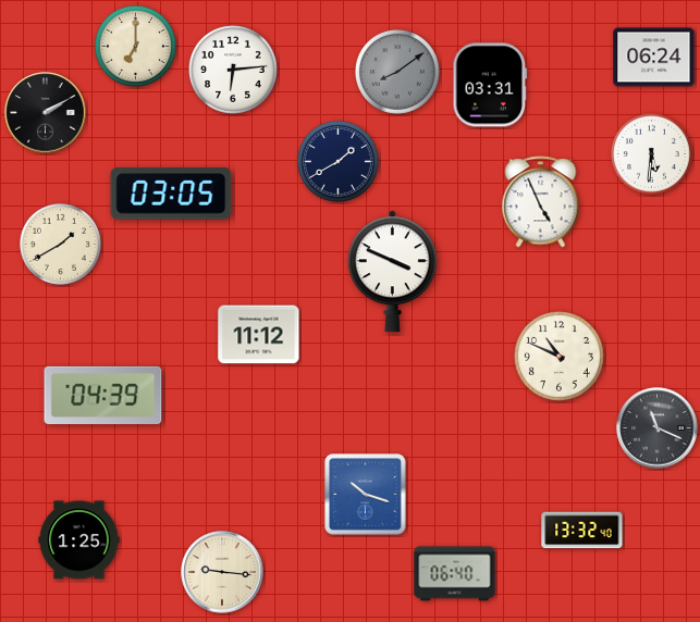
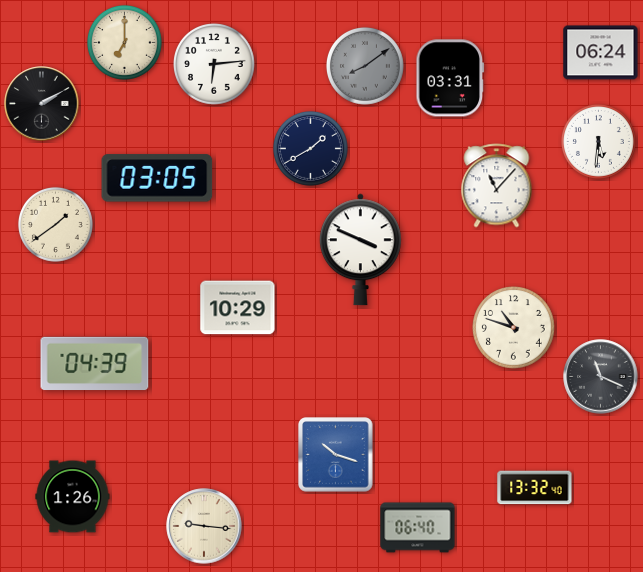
clock at (541, 202): 4:56 -> 11:07
clock at (60, 244): 1:40 -> 1:39
clock at (259, 335): 11:12 -> 10:29
clock at (560, 357): 10:49 -> 10:48
clock at (658, 428) position: (658, 428) -> (601, 377)
clock at (79, 540): 1:25 -> 1:26
